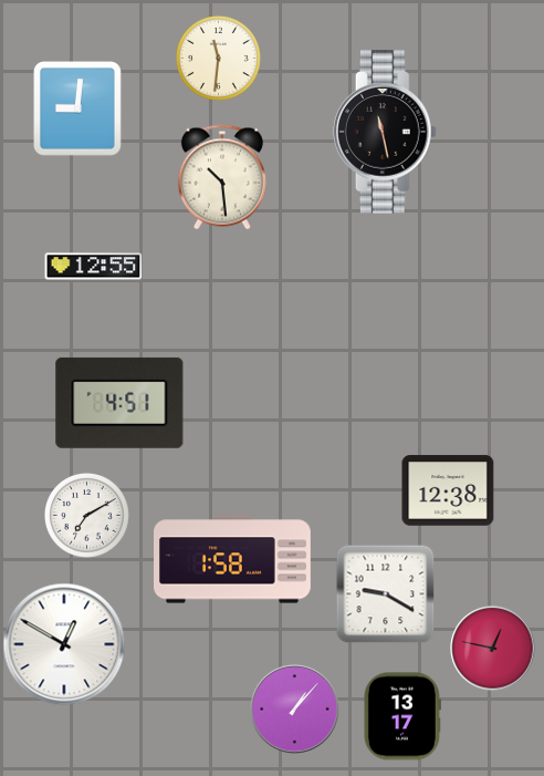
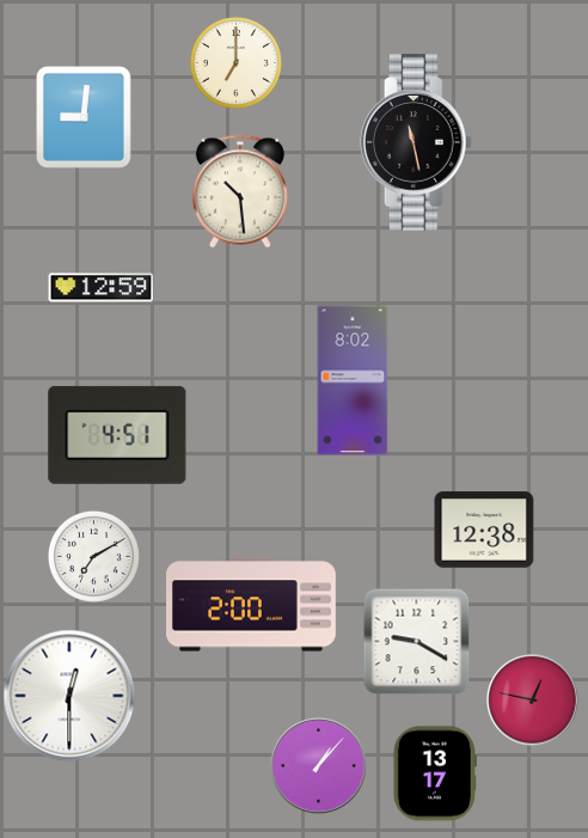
clock at (218, 58): 11:31 -> 7:00
clock at (94, 267): 12:55 -> 12:59
clock at (353, 380): none -> 8:02
clock at (119, 403) position: (119, 403) -> (117, 435)
clock at (233, 559): 1:58 -> 2:00
clock at (64, 644): 12:50 -> 12:30
